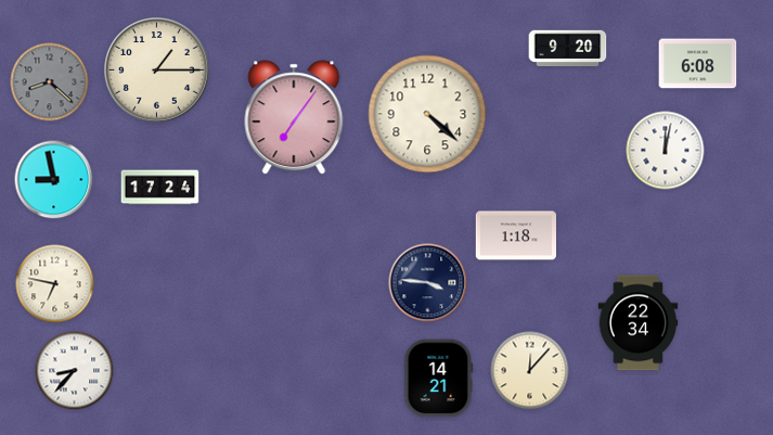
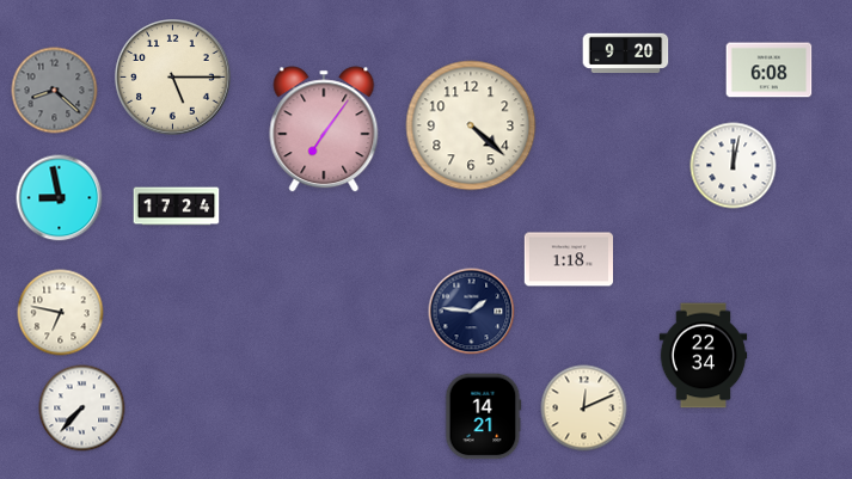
clock at (157, 71): 1:15 -> 5:15
clock at (428, 283): 3:46 -> 1:46
clock at (75, 371): 8:37 -> 7:37
clock at (530, 371): 12:07 -> 12:11
